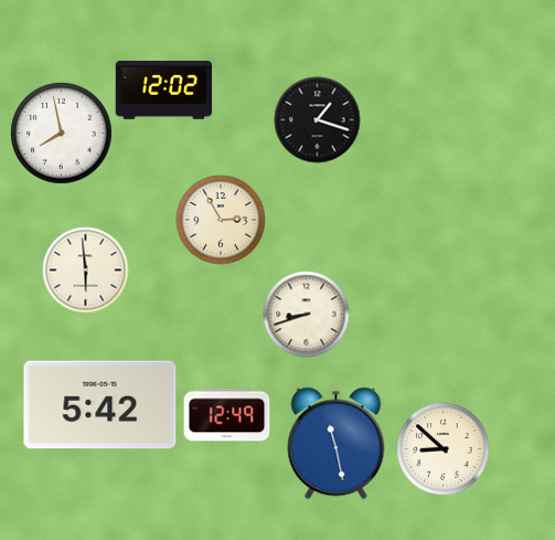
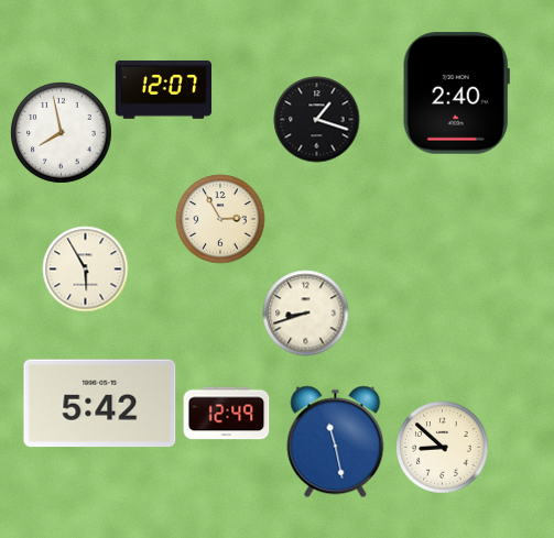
clock at (163, 89): 12:02 -> 12:07
clock at (456, 94): none -> 2:40
clock at (85, 269): 5:59 -> 5:55
